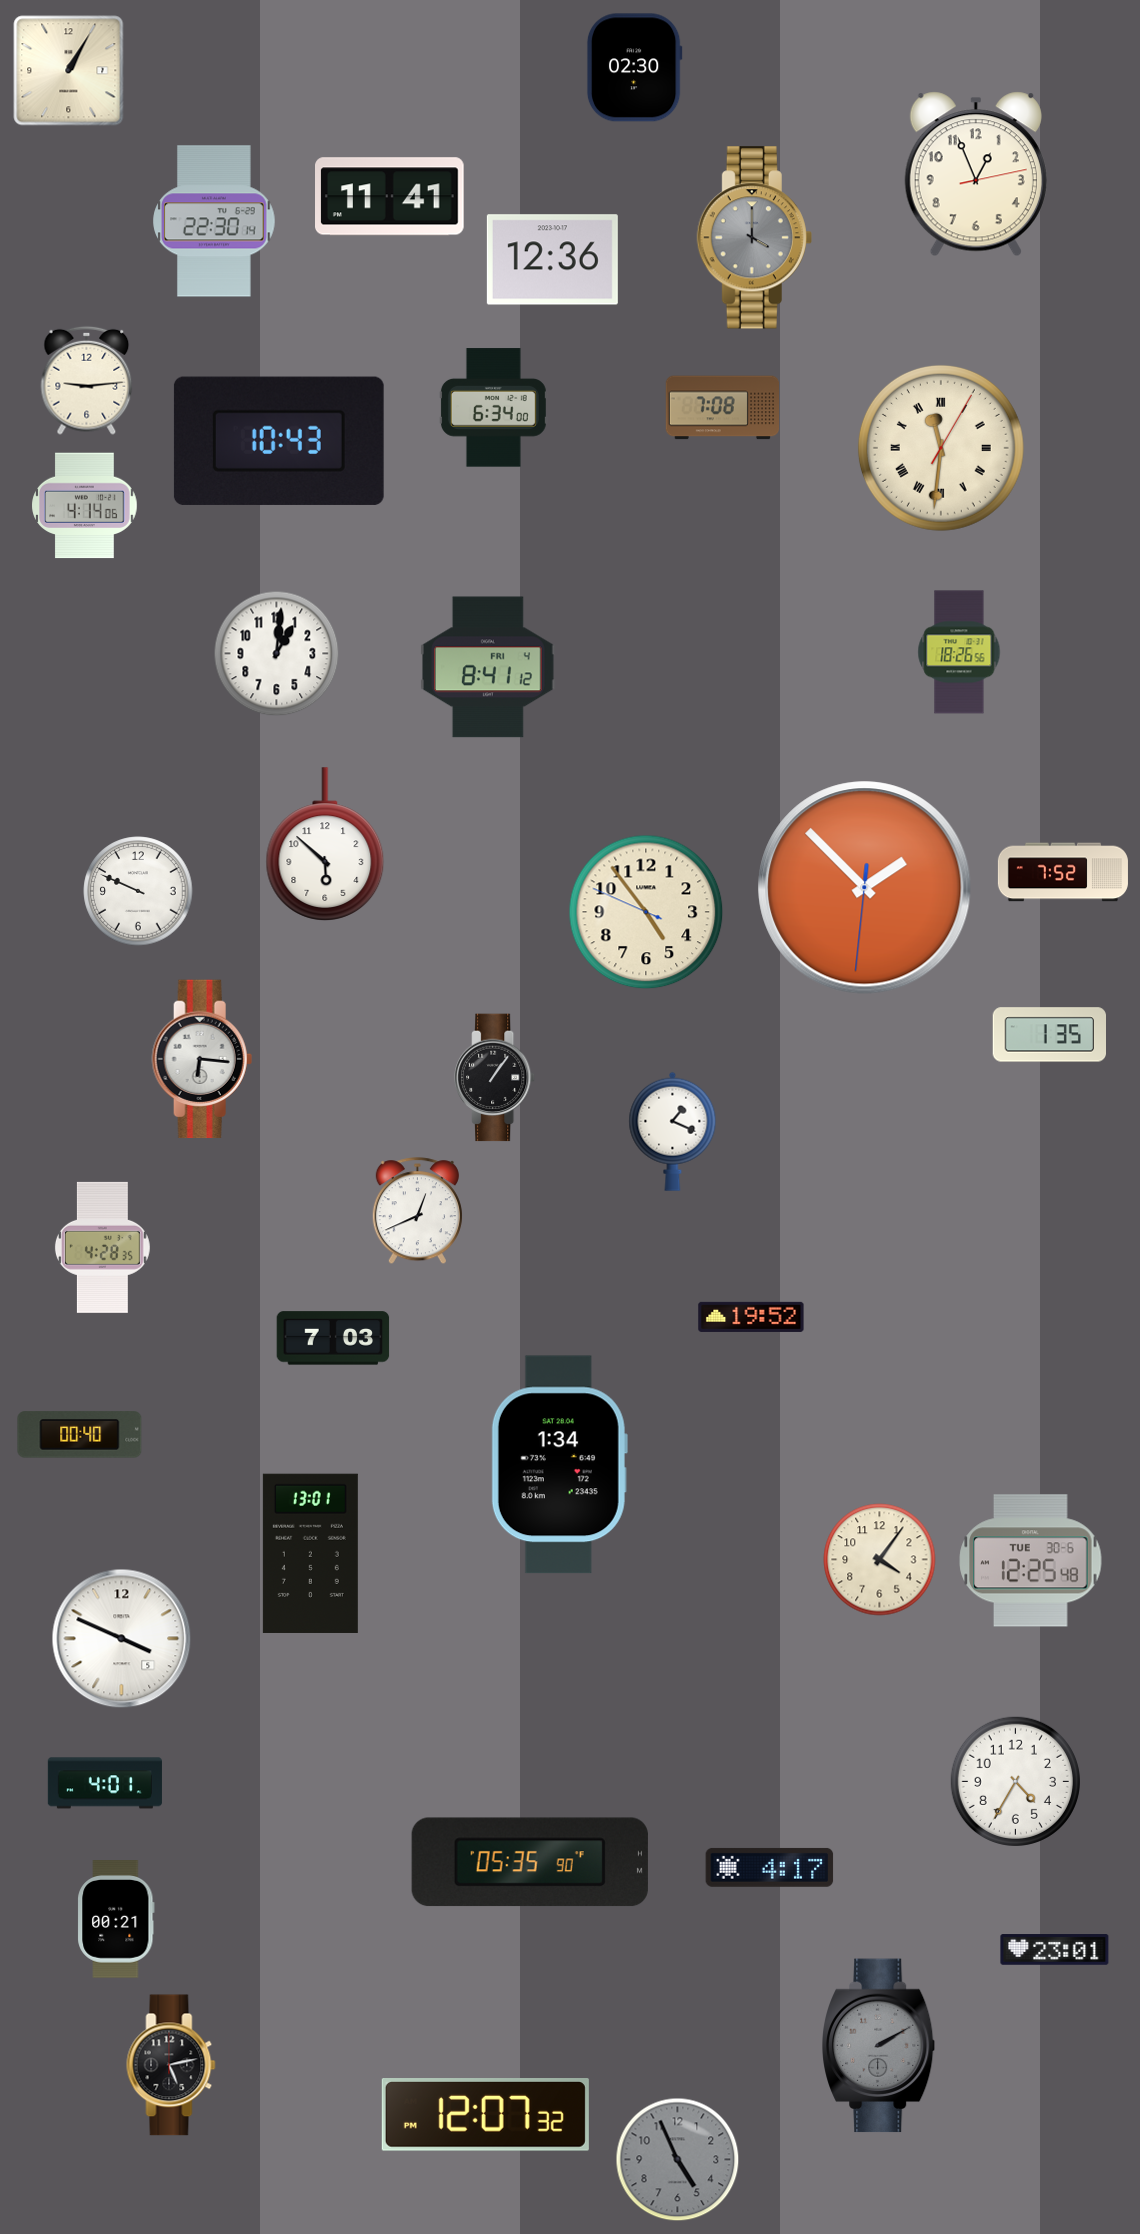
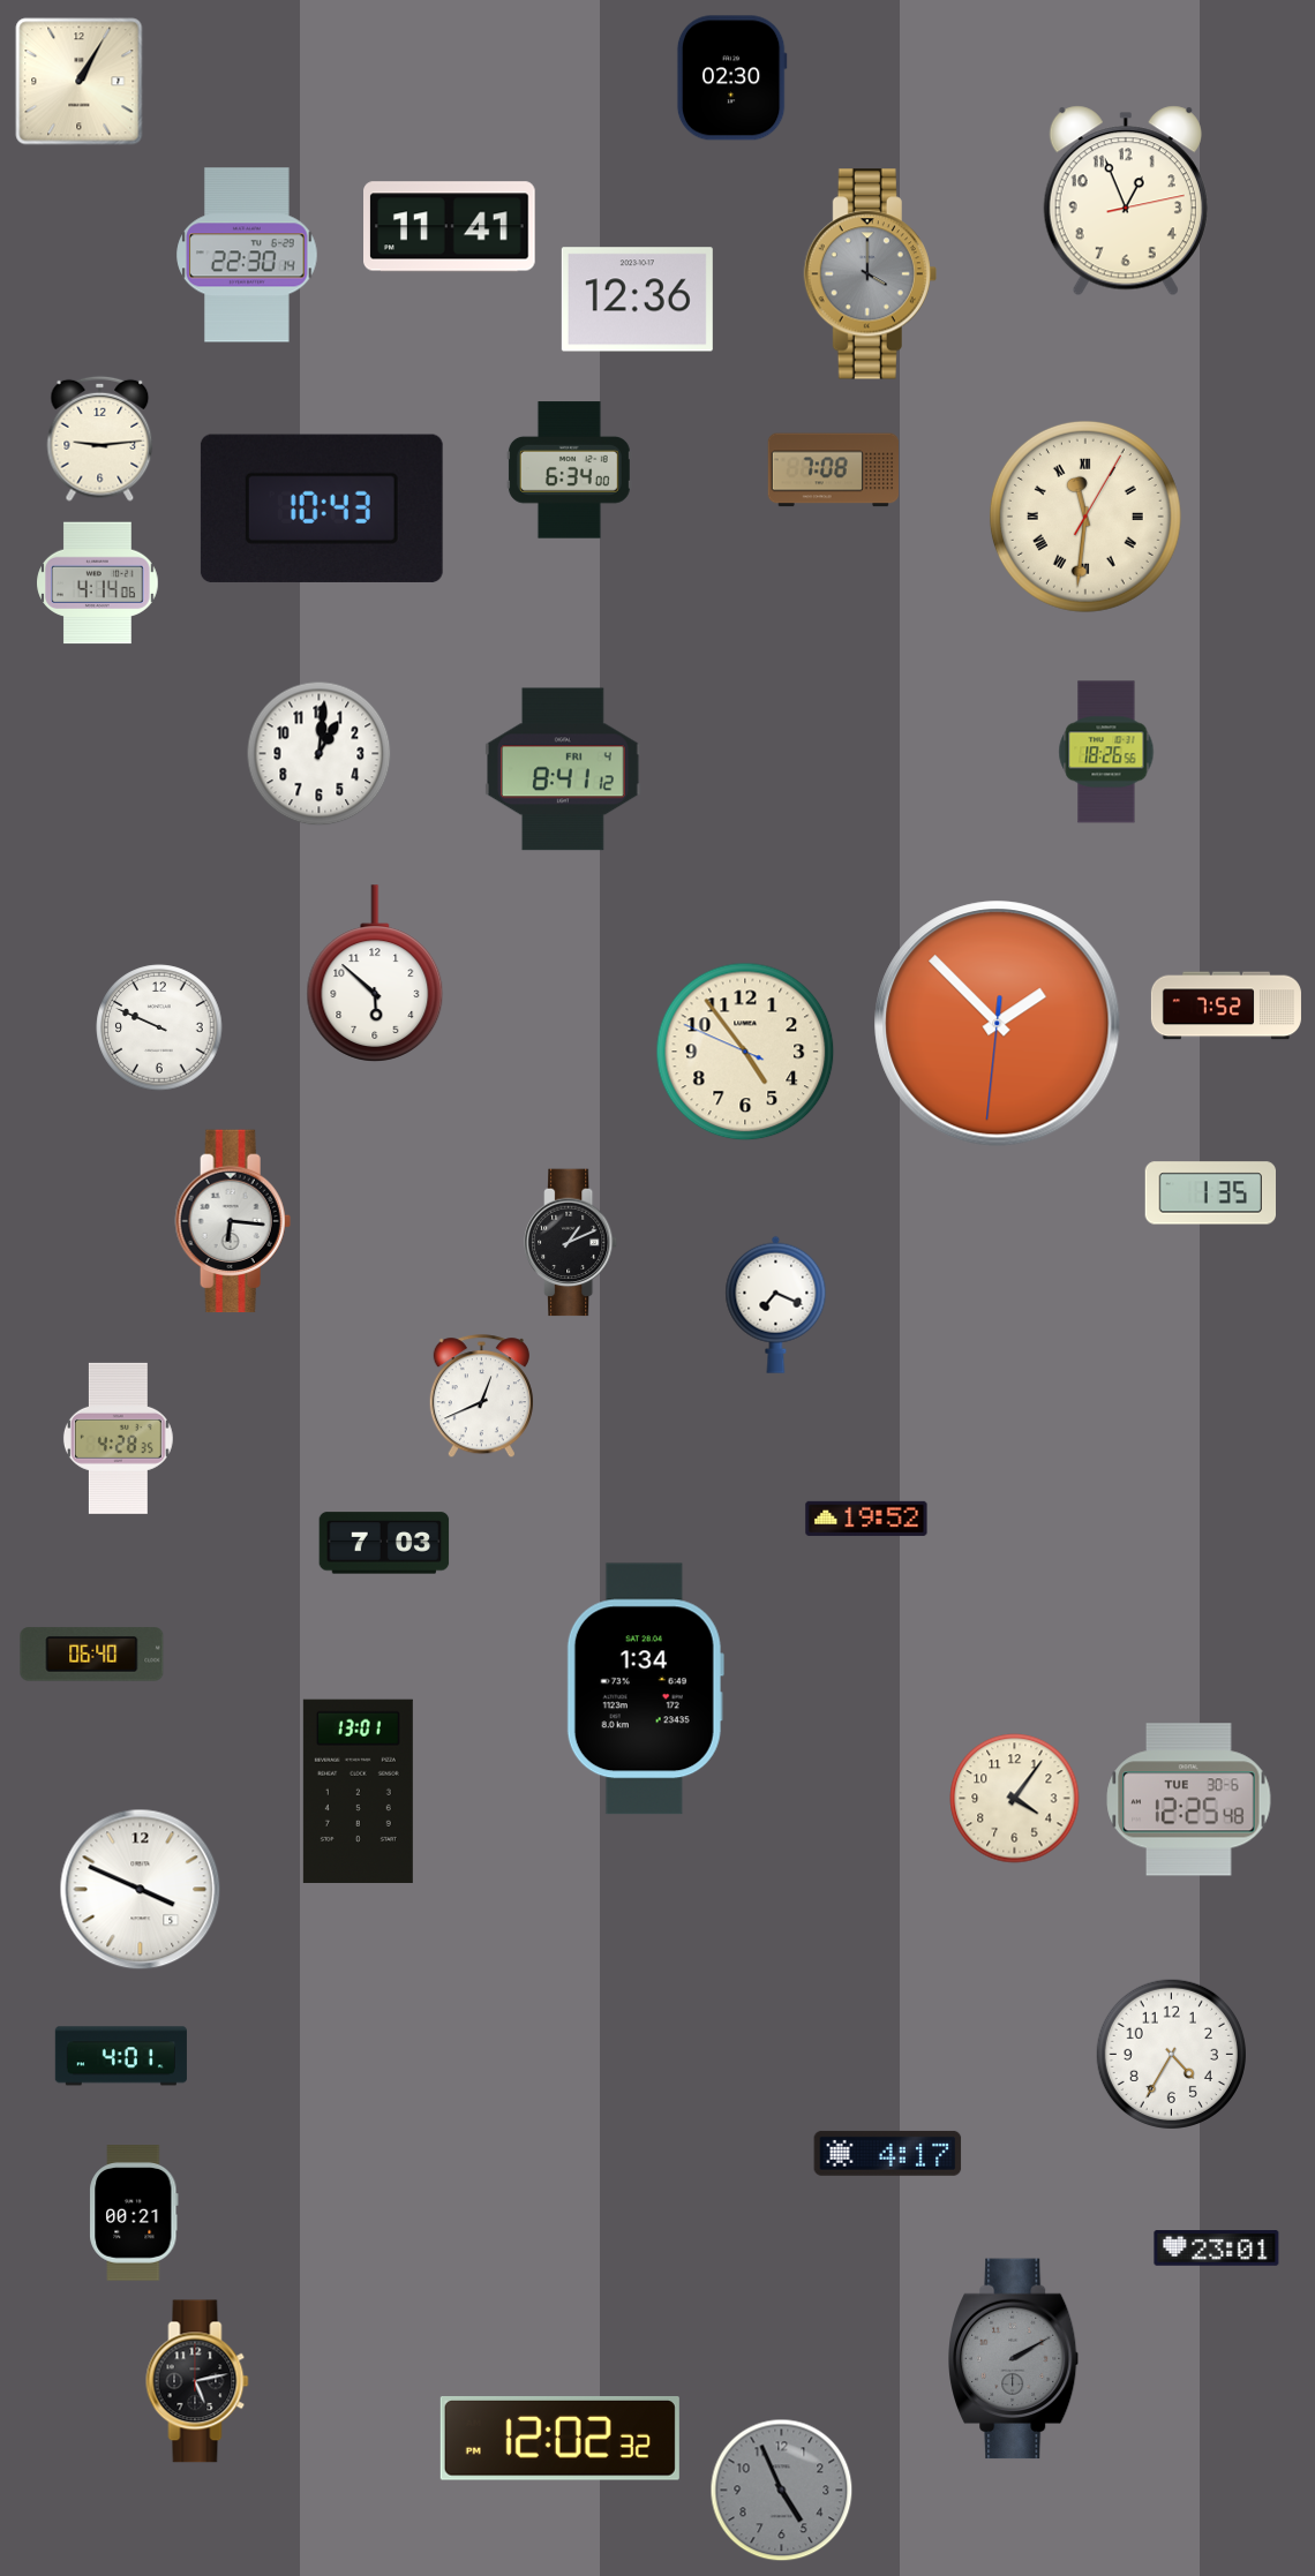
clock at (496, 1078): 1:06 -> 1:11
clock at (673, 1131): 1:19 -> 7:19
clock at (80, 1435): 00:40 -> 06:40
clock at (530, 1862): 05:35 -> none
clock at (485, 2115): 12:07 -> 12:02
